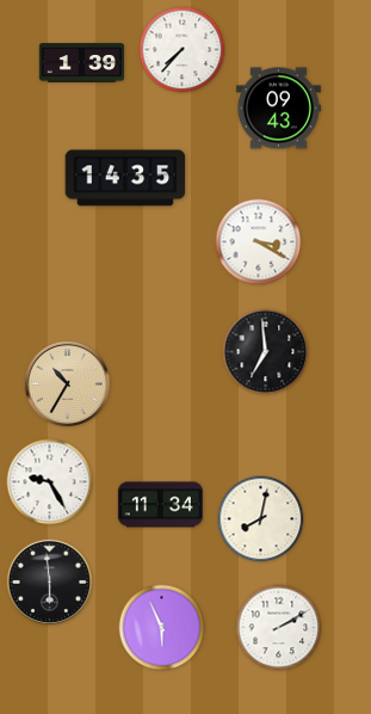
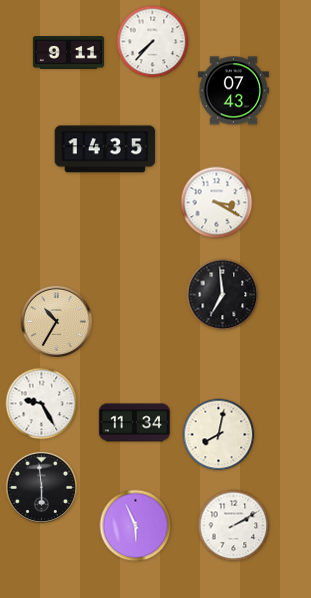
clock at (81, 63): 1:39 -> 9:11
clock at (278, 109): 09:43 -> 07:43
